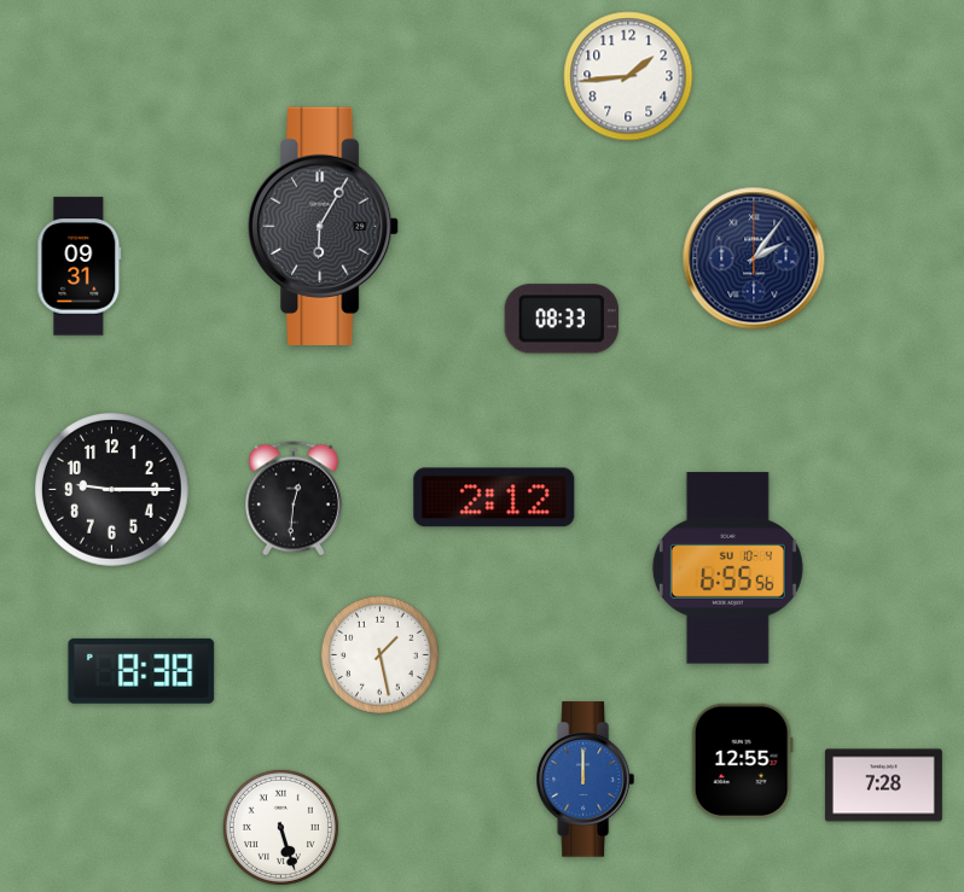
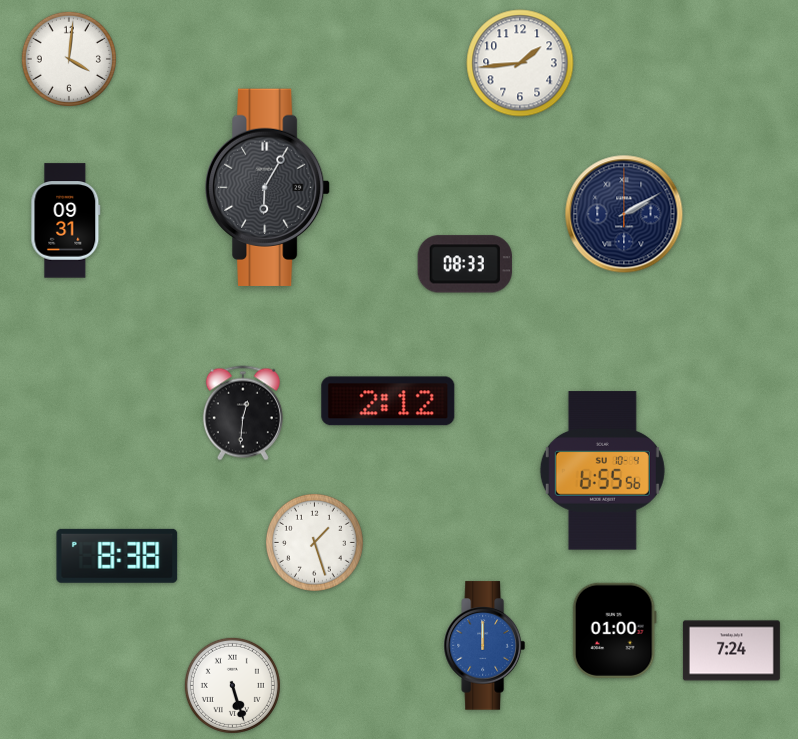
clock at (69, 59): none -> 4:01
clock at (754, 258): 2:06 -> 2:10
clock at (112, 490): 9:15 -> none
clock at (494, 497) position: (494, 497) -> (388, 401)
clock at (379, 654): 1:28 -> 1:27
clock at (742, 760): 12:55 -> 01:00
clock at (883, 786): 7:28 -> 7:24
